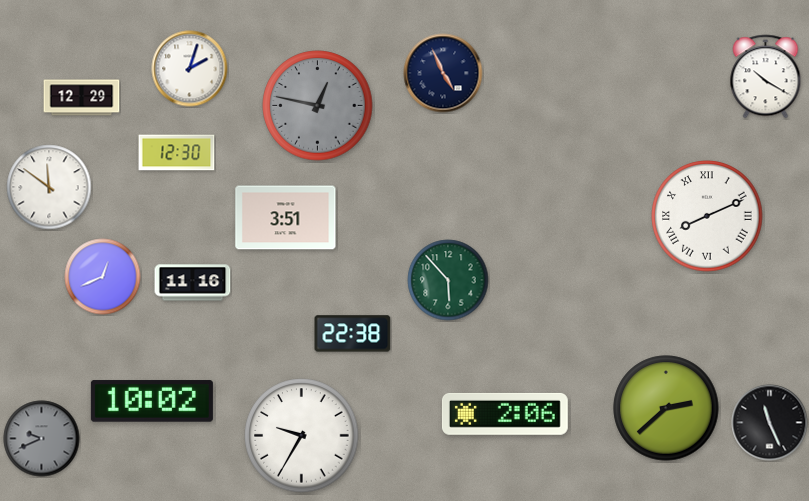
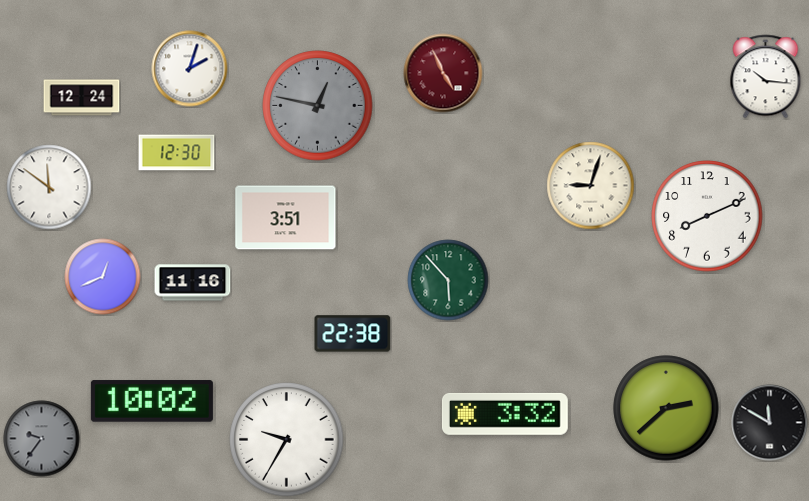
clock at (443, 73) dial: navy -> burgundy
clock at (766, 77): 10:20 -> 10:16
clock at (82, 98): 12:29 -> 12:24
clock at (591, 186): none -> 9:03
clock at (707, 216) numerals: Roman -> Arabic
clock at (505, 414): 2:06 -> 3:32
clock at (770, 423): 11:26 -> 11:50
clock at (302, 436) position: (302, 436) -> (287, 440)
clock at (42, 439): 9:41 -> 9:36
